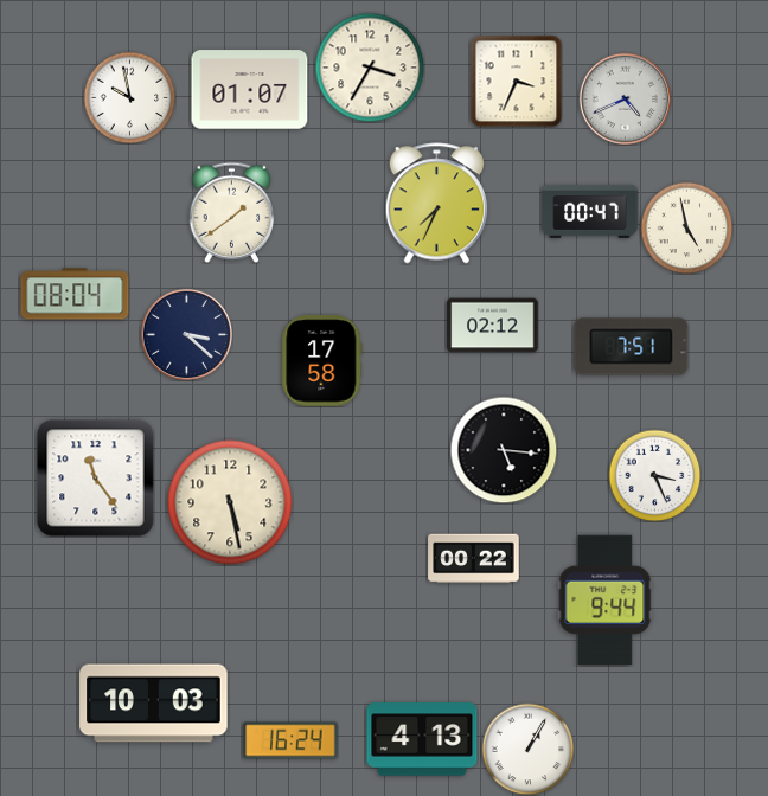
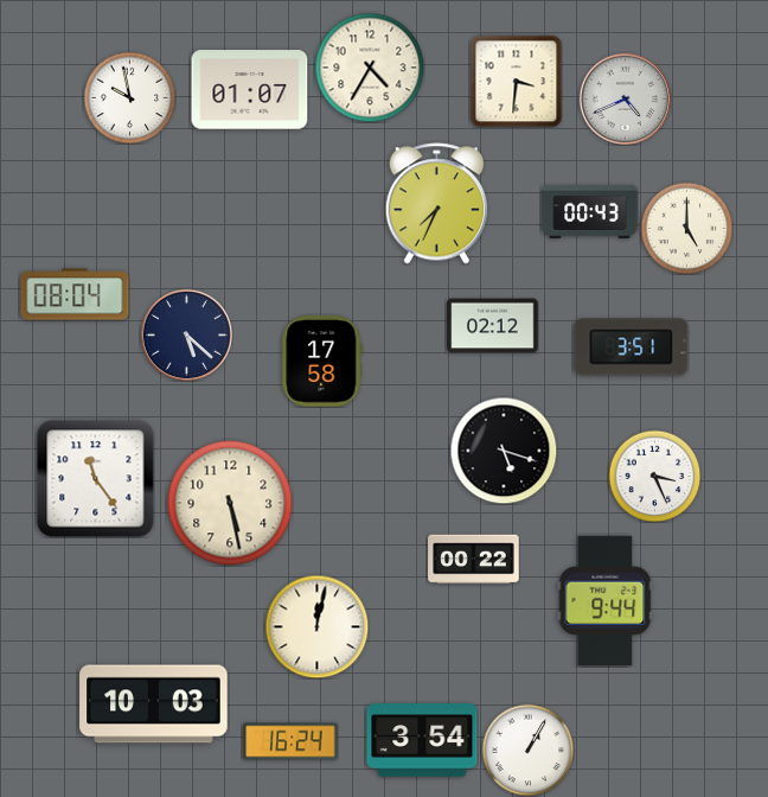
clock at (370, 68): 3:35 -> 4:35
clock at (516, 81): 3:34 -> 3:31
clock at (590, 211): 00:47 -> 00:43
clock at (232, 212): 1:39 -> none
clock at (686, 227): 4:58 -> 5:00
clock at (186, 334): 3:22 -> 5:22
clock at (632, 347): 7:51 -> 3:51
clock at (504, 450): 5:16 -> 5:18
clock at (316, 626): none -> 12:02
clock at (422, 739): 4:13 -> 3:54
